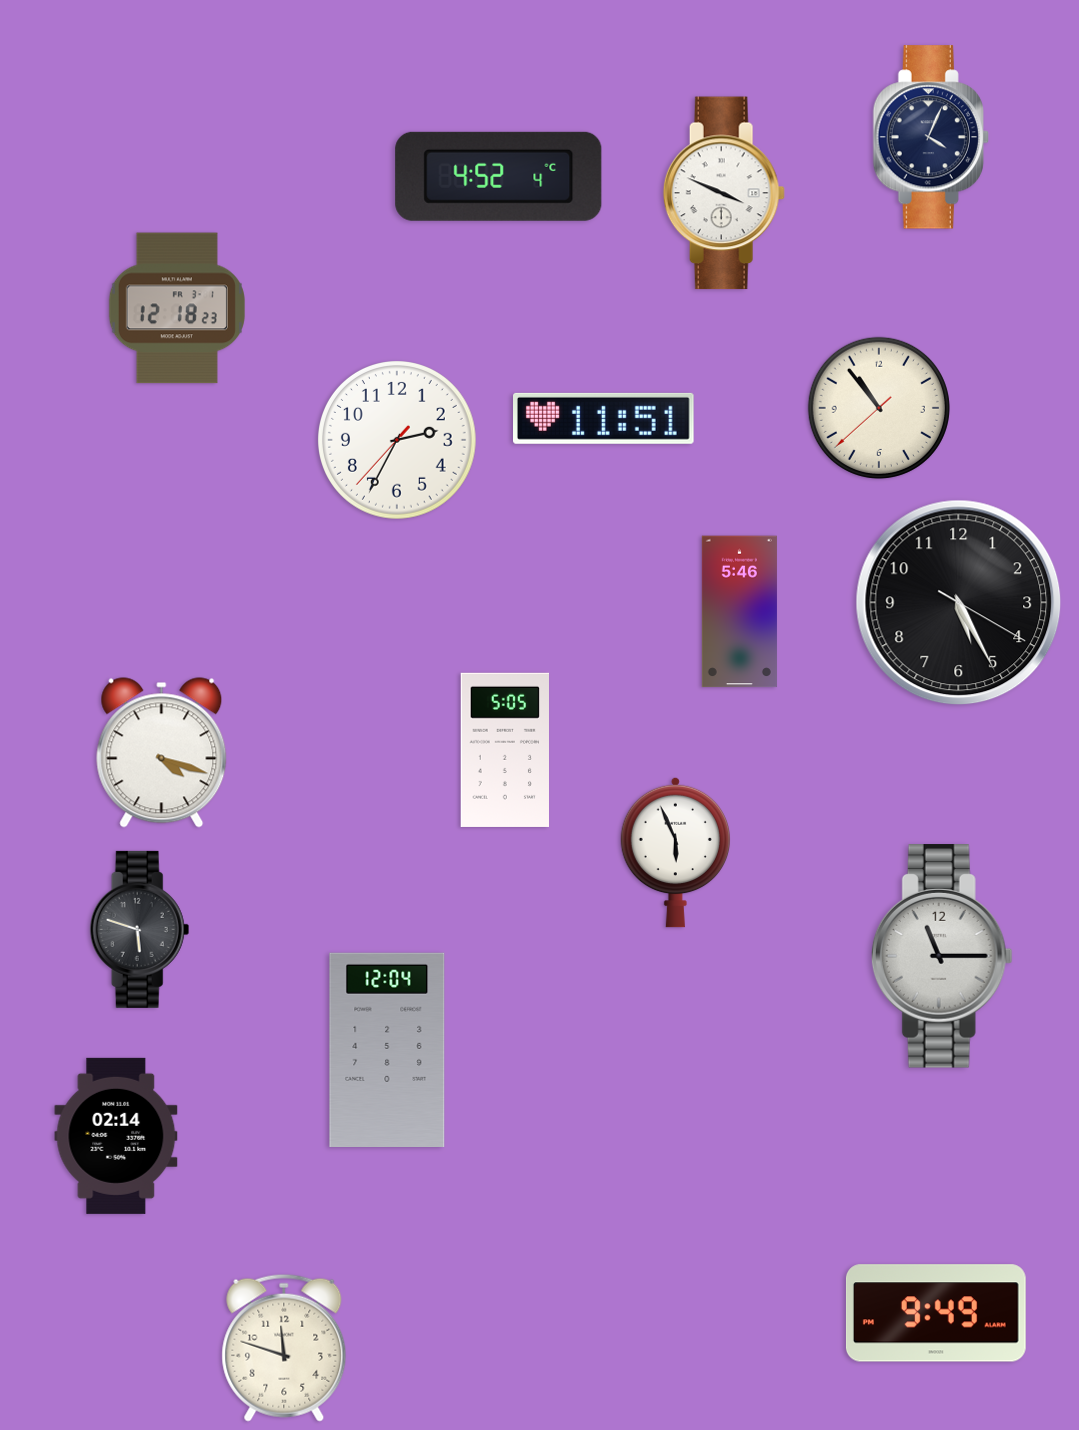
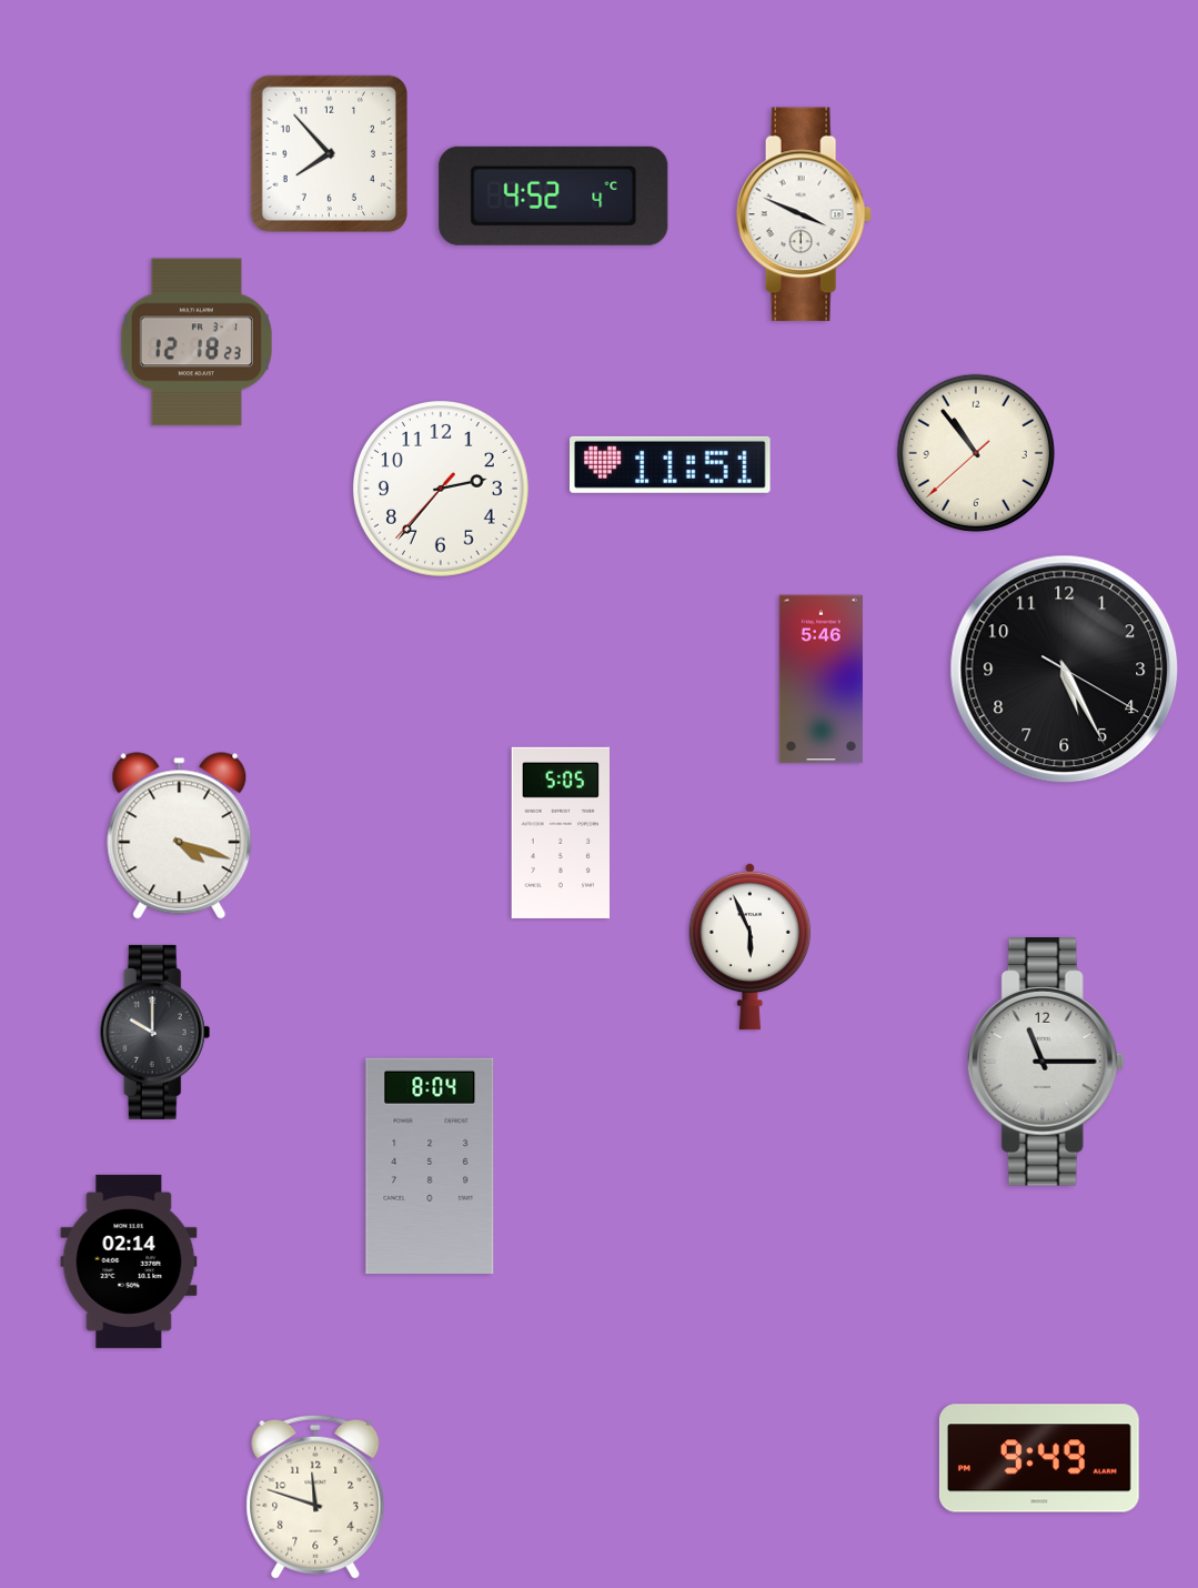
clock at (931, 137): 4:04 -> none
clock at (329, 153): none -> 7:53
clock at (398, 441): 2:34 -> 2:36
clock at (140, 929): 5:48 -> 10:00
clock at (387, 1049): 12:04 -> 8:04
